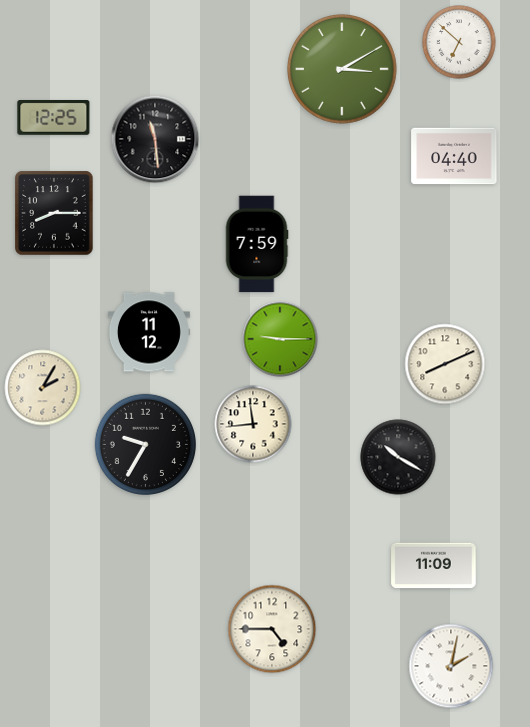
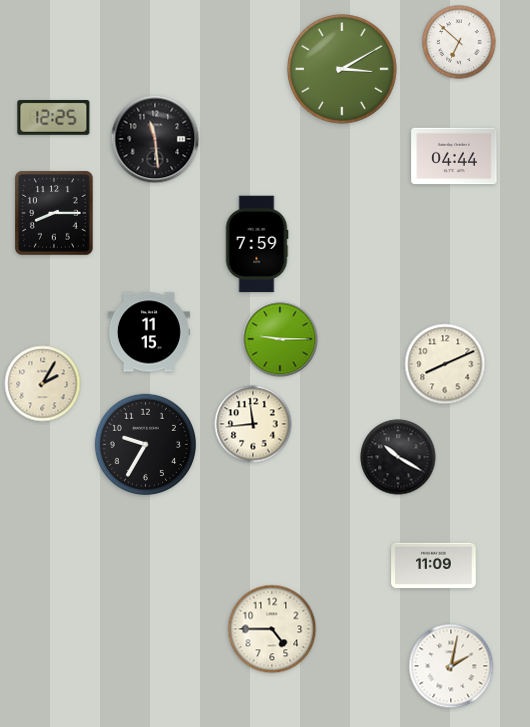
clock at (454, 156): 04:40 -> 04:44
clock at (149, 332): 11:12 -> 11:15
clock at (43, 388) position: (43, 388) -> (43, 384)
